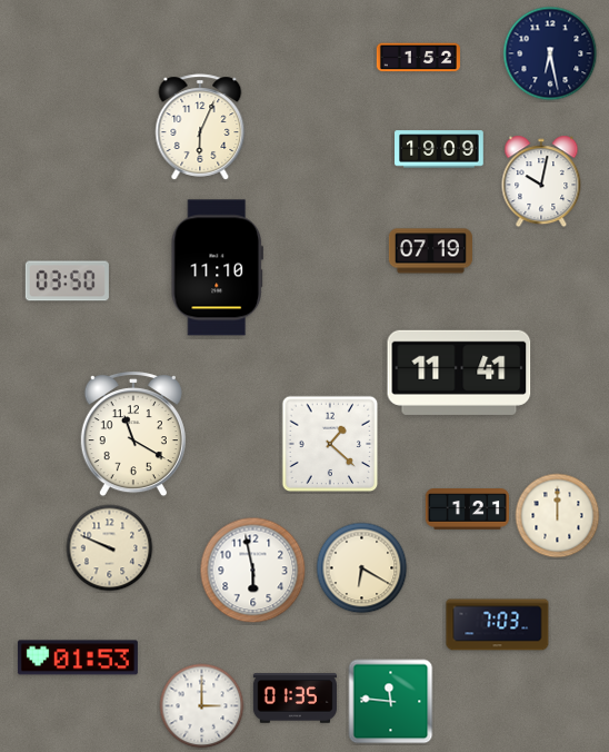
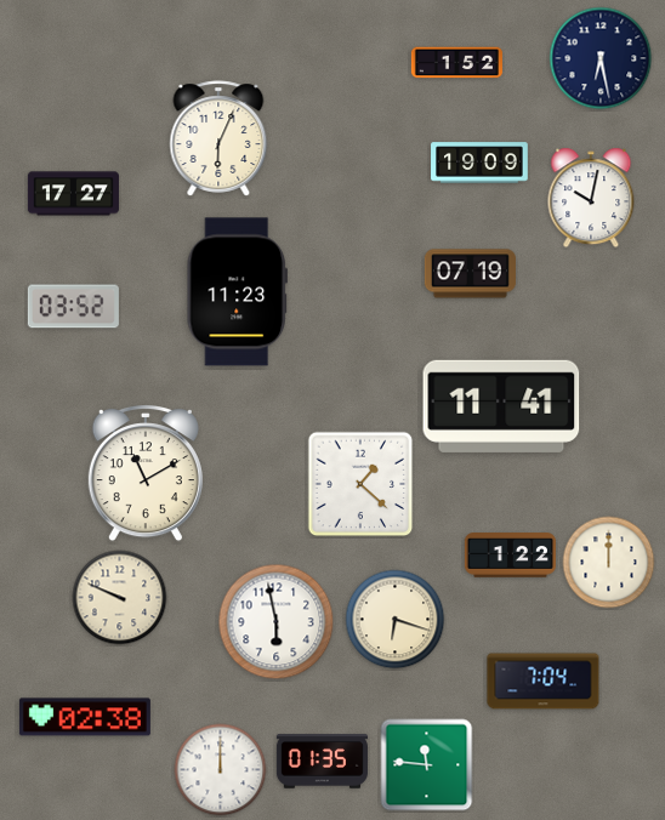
clock at (73, 194): none -> 17:27
clock at (217, 268): 11:10 -> 11:23
clock at (67, 281): 03:50 -> 03:52
clock at (133, 435): 11:20 -> 11:10
clock at (467, 509): 1:21 -> 1:22
clock at (362, 568): 6:20 -> 6:18
clock at (498, 625): 7:03 -> 7:04
clock at (78, 657): 01:53 -> 02:38
clock at (202, 706): 3:00 -> 12:00
